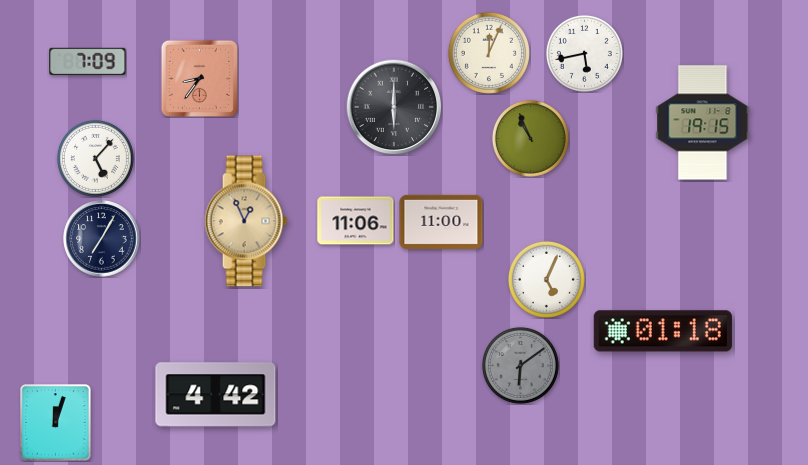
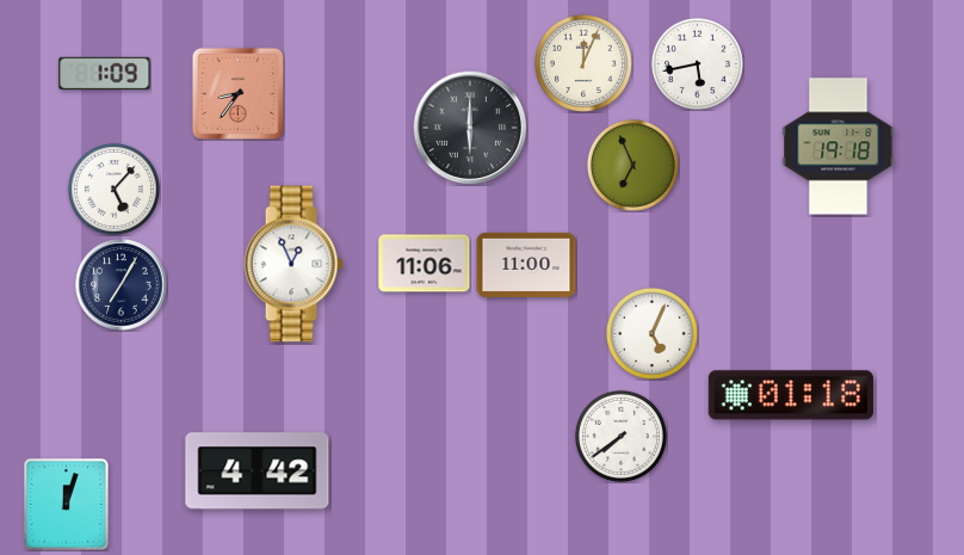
clock at (88, 61): 7:09 -> 1:09
clock at (703, 123): 19:15 -> 19:18
clock at (530, 138): 10:56 -> 6:56
clock at (246, 221) dial: champagne -> white
clock at (520, 365): 6:09 -> 7:39
clock at (520, 365) dial: grey -> white
